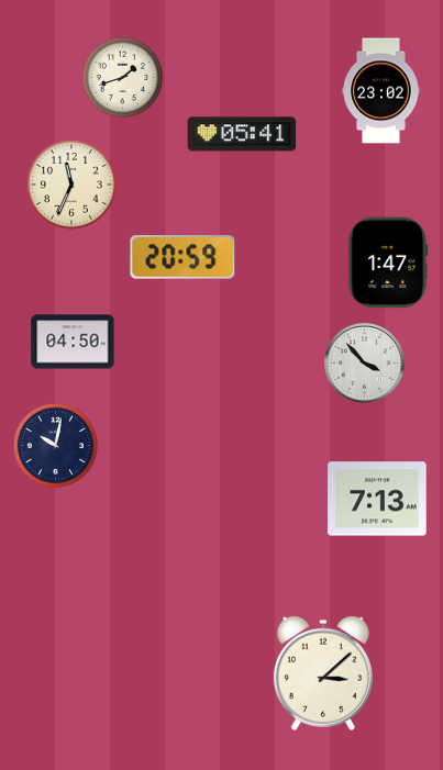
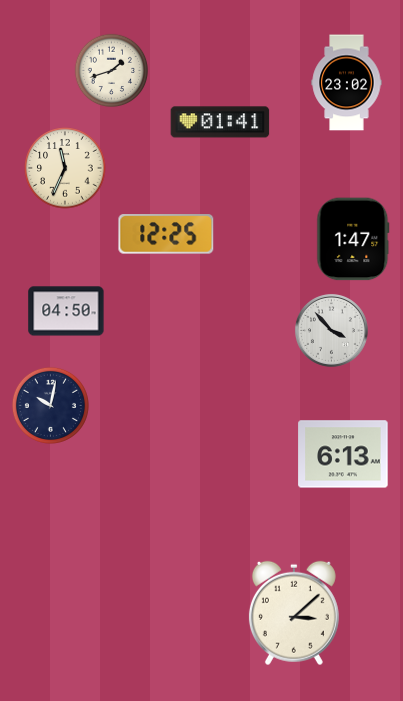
clock at (242, 134): 05:41 -> 01:41
clock at (182, 257): 20:59 -> 12:25
clock at (377, 499): 7:13 -> 6:13
